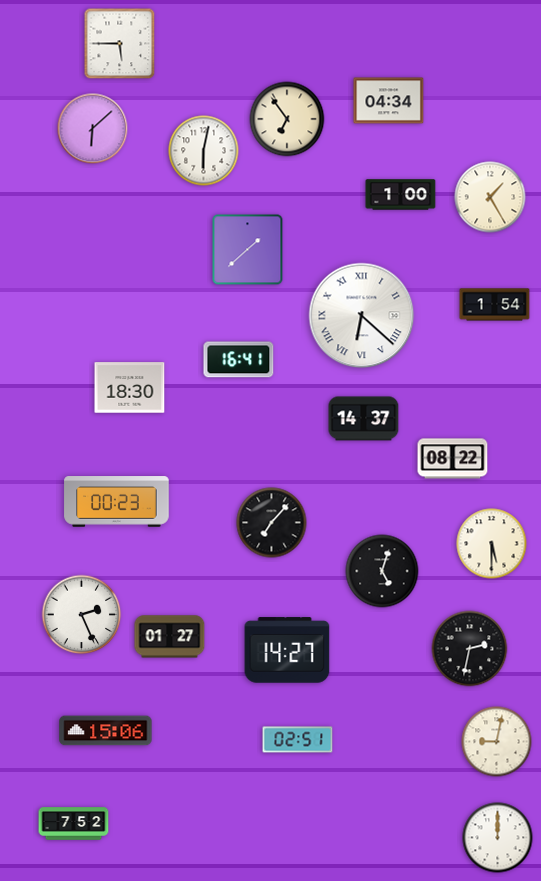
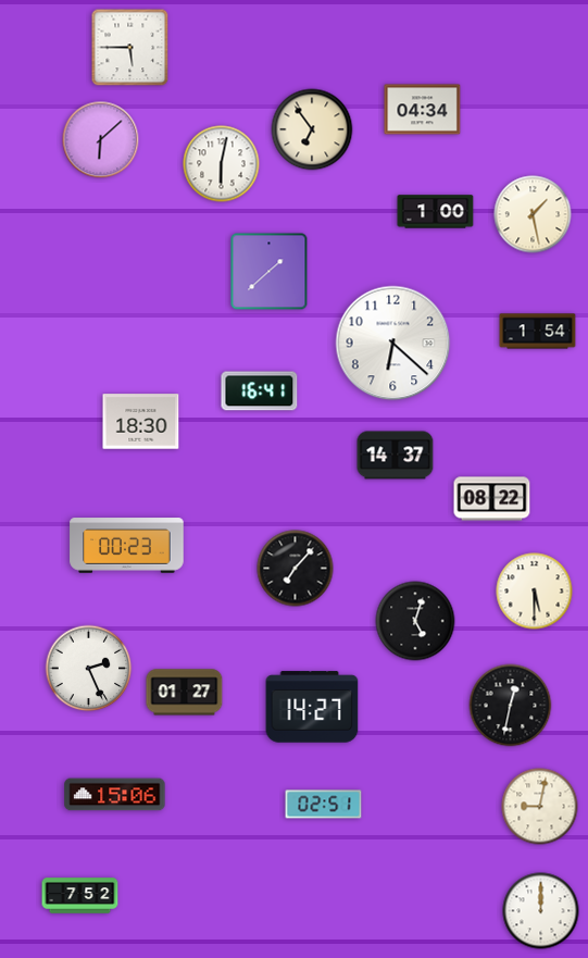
clock at (490, 197): 1:25 -> 1:28
clock at (362, 316) numerals: Roman -> Arabic
clock at (470, 649): 2:32 -> 12:32
